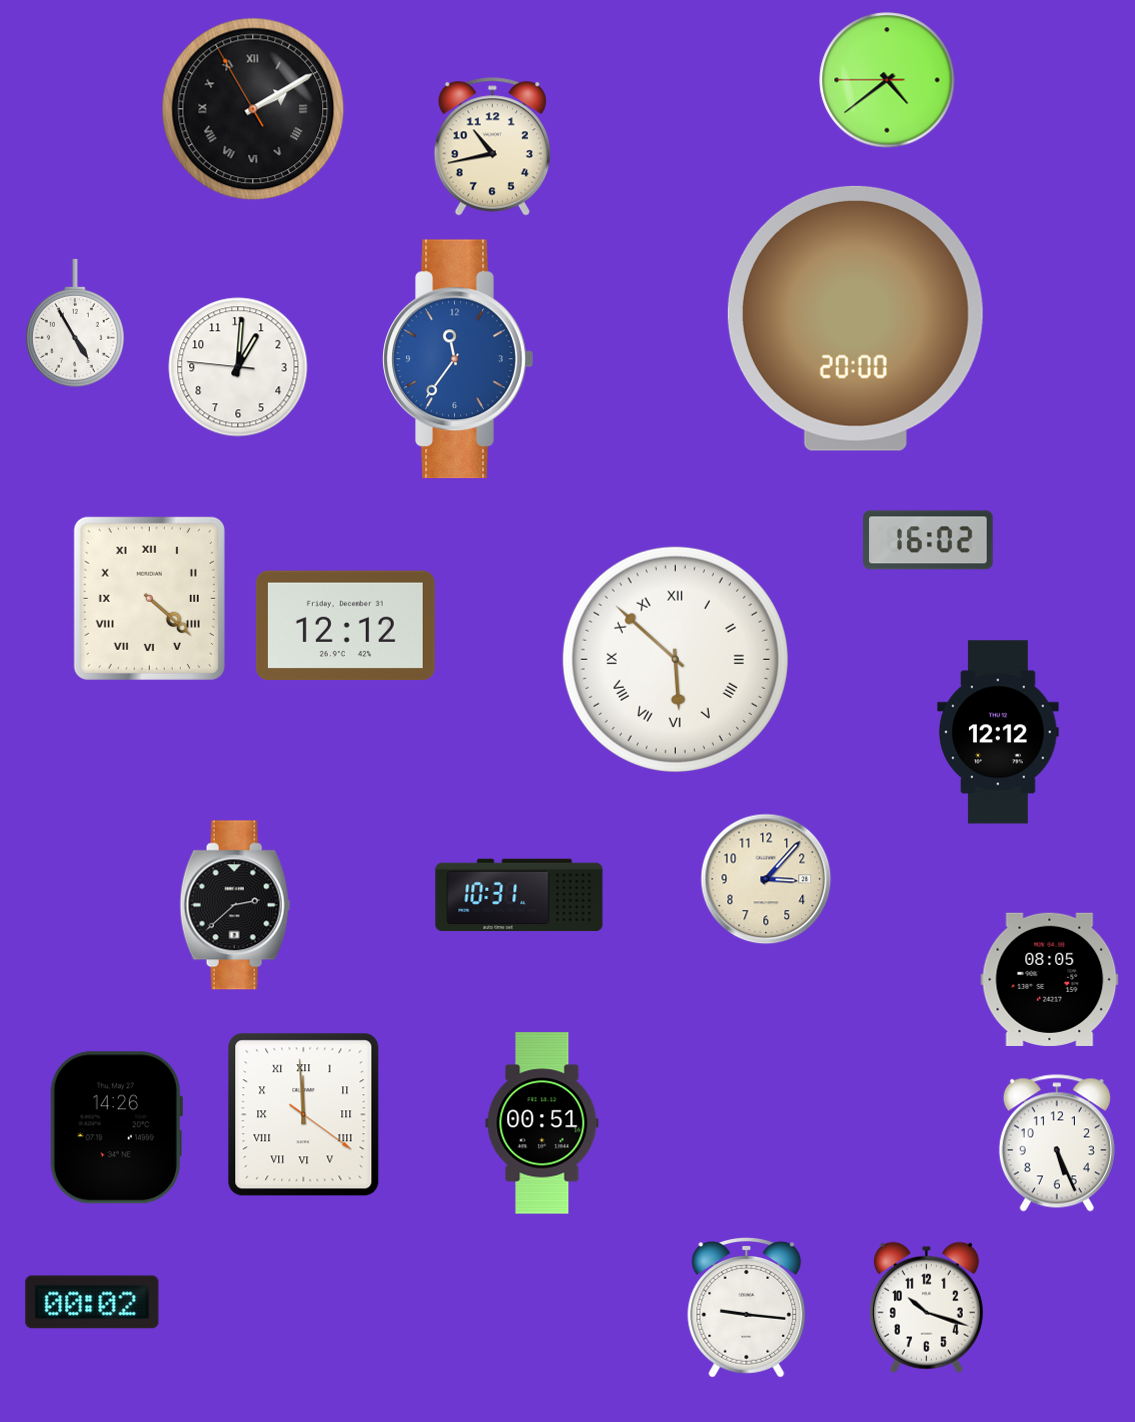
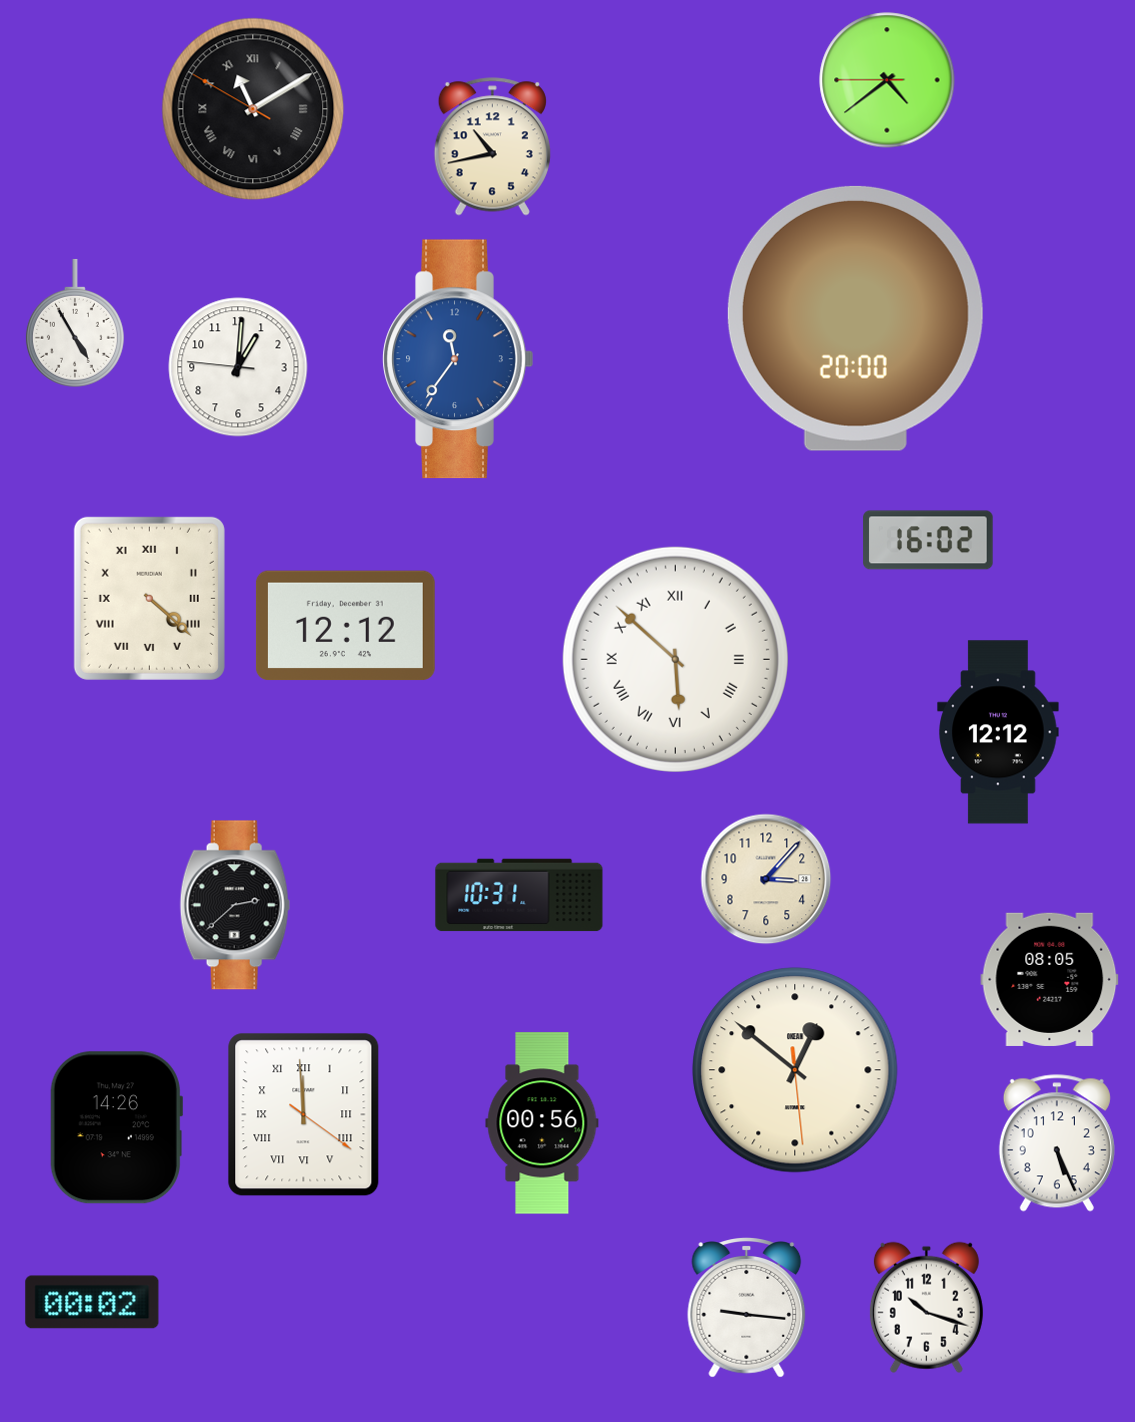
clock at (253, 109): 2:09 -> 11:09
clock at (795, 1070): none -> 12:51
clock at (542, 1123): 00:51 -> 00:56
